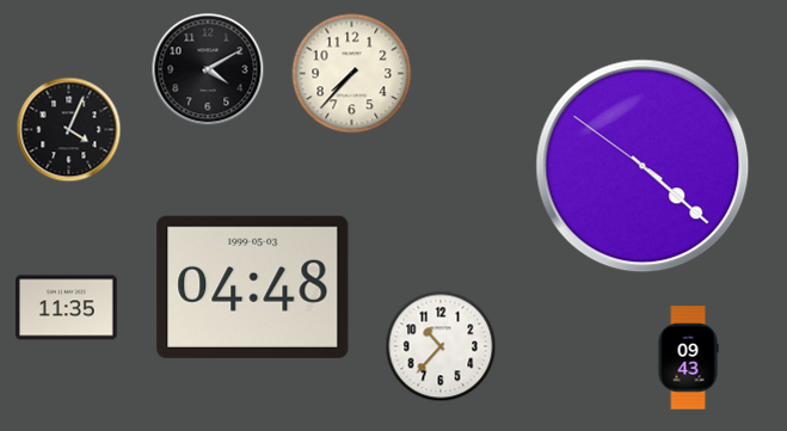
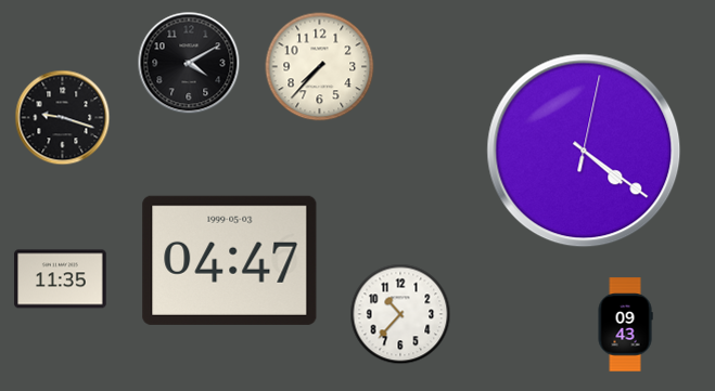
clock at (69, 130): 4:04 -> 9:18
clock at (642, 166): 4:21:51 -> 4:21:02
clock at (253, 287): 04:48 -> 04:47
